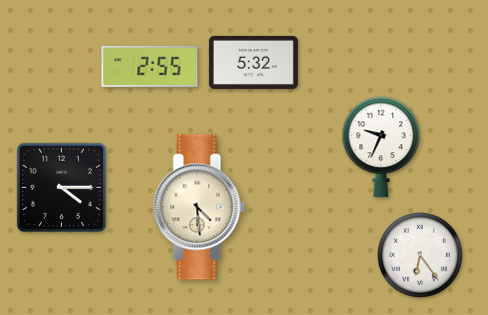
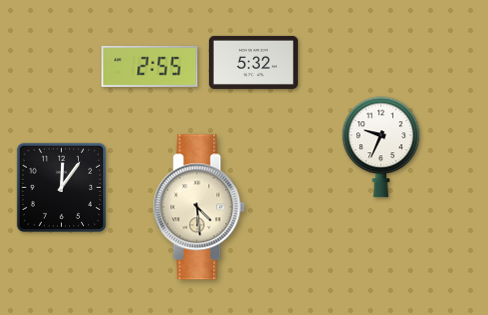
clock at (61, 187): 4:15 -> 12:06
clock at (420, 255): 6:24 -> none
